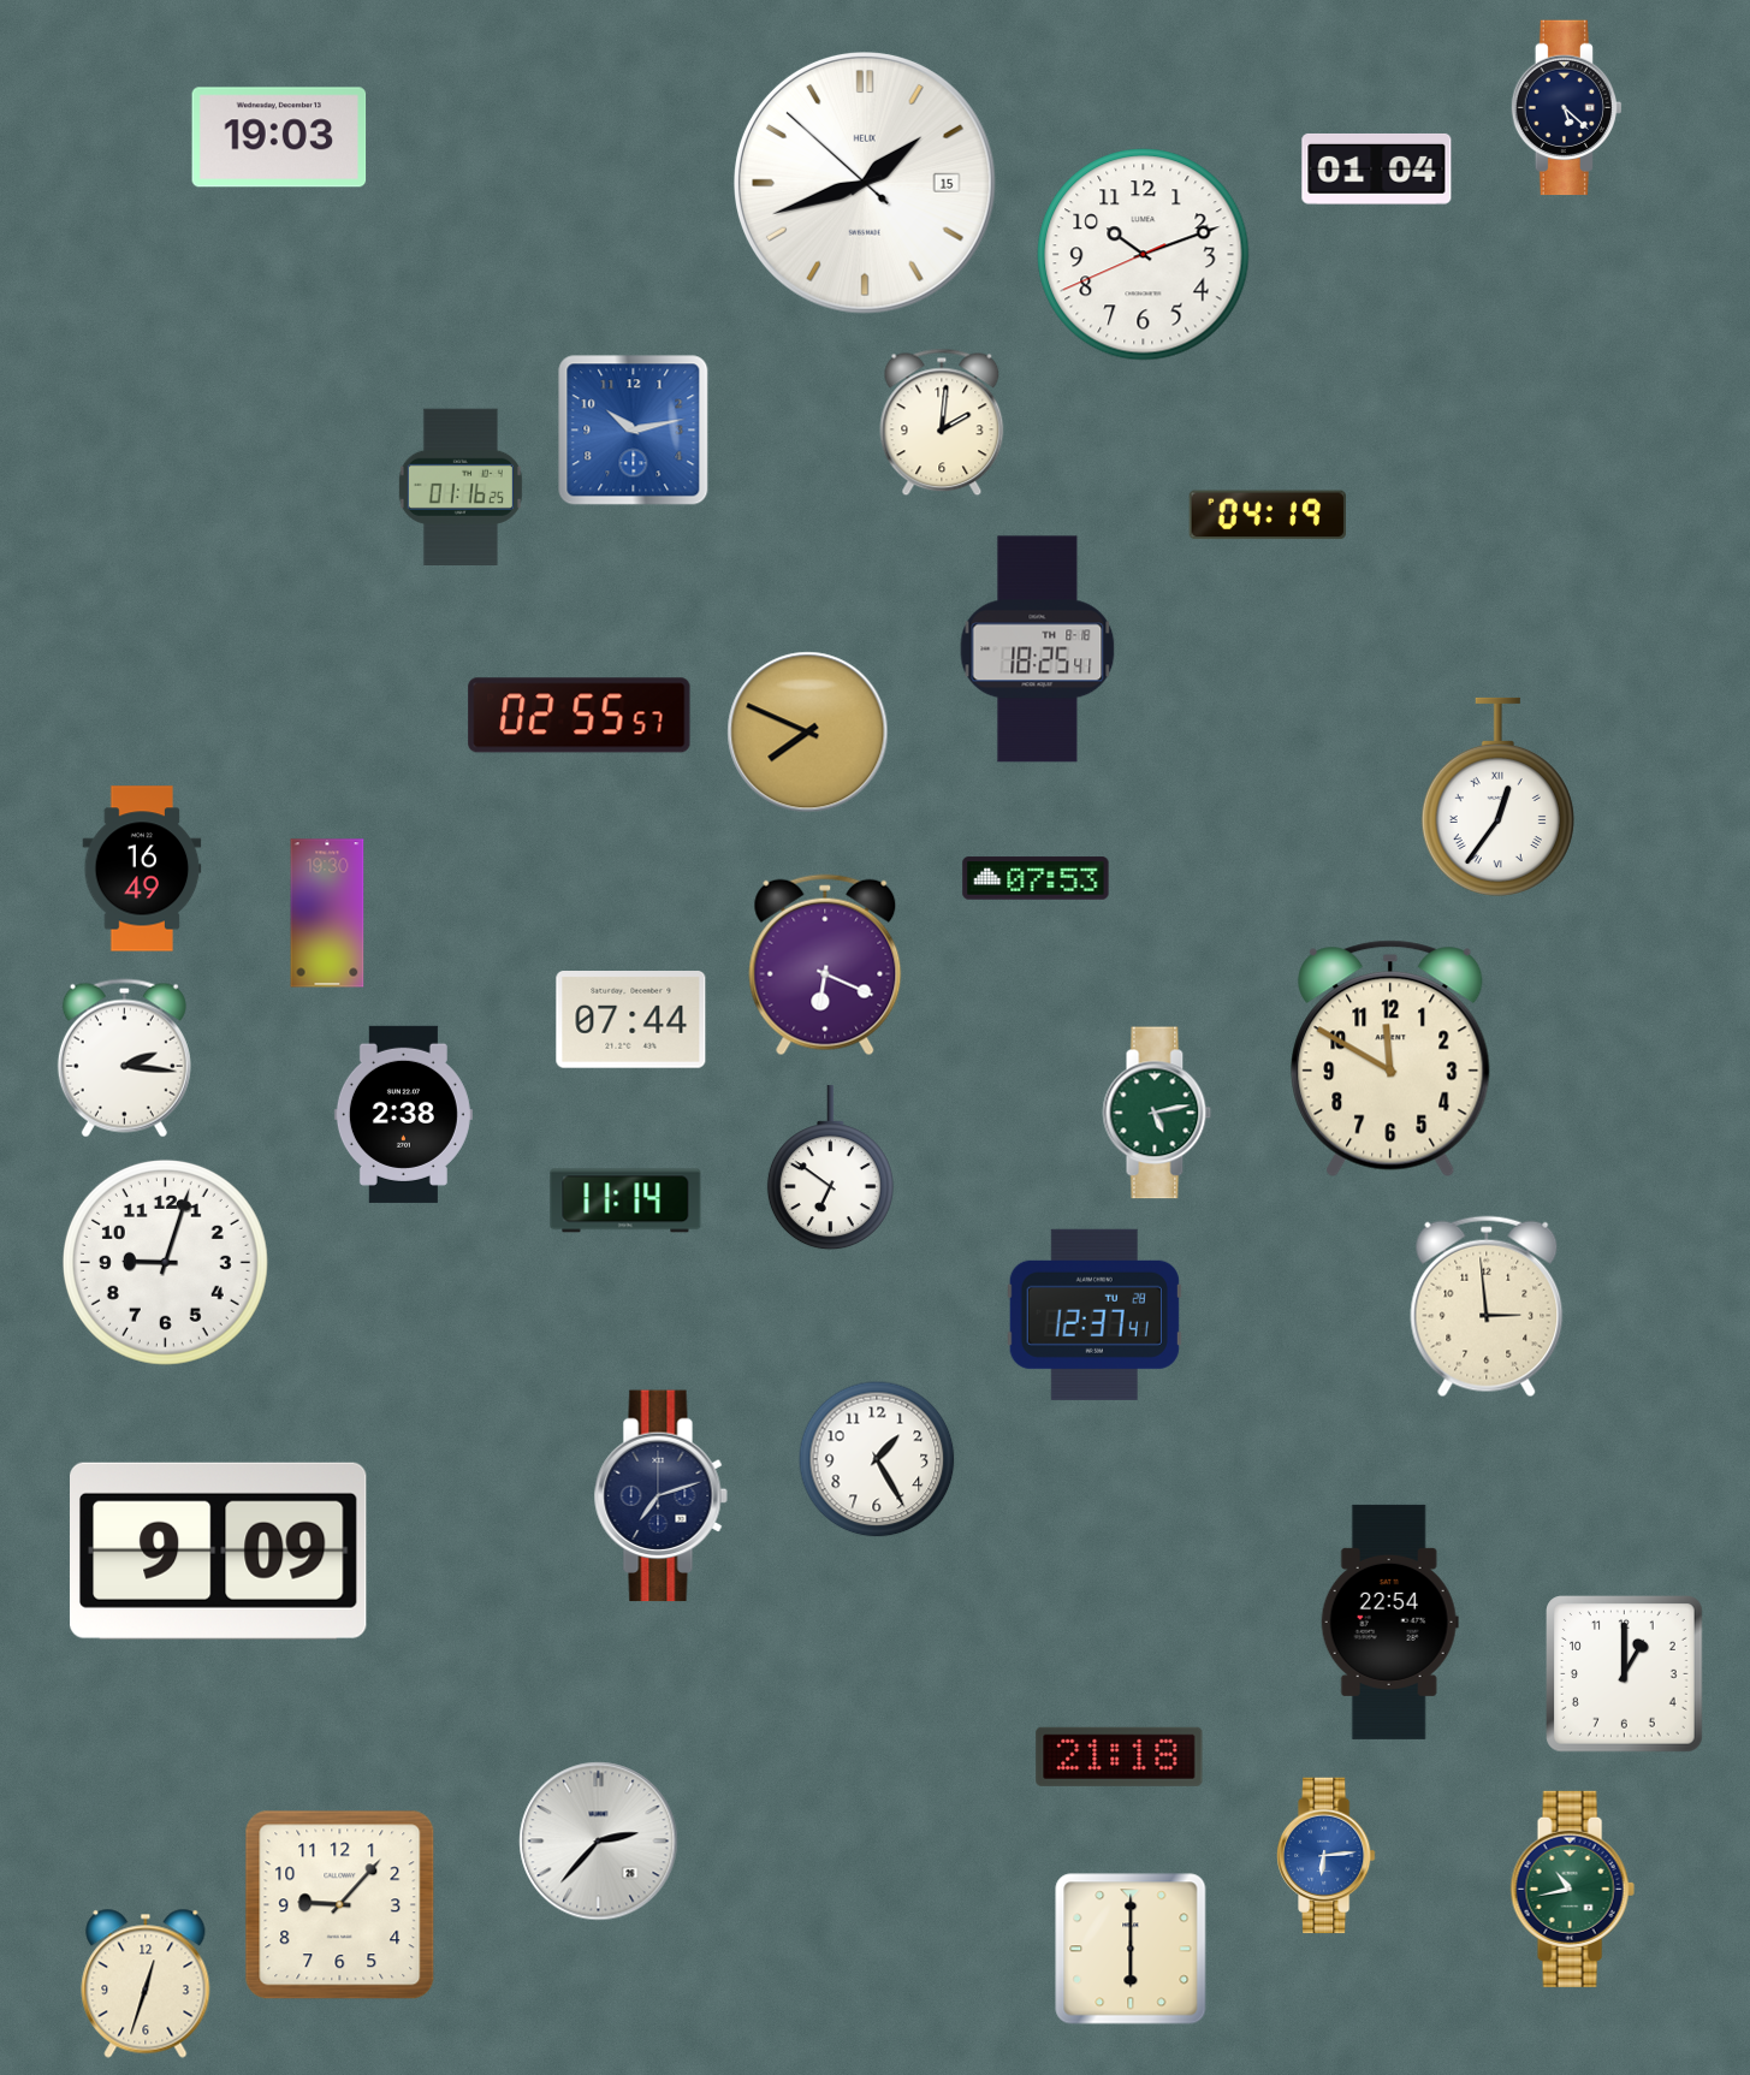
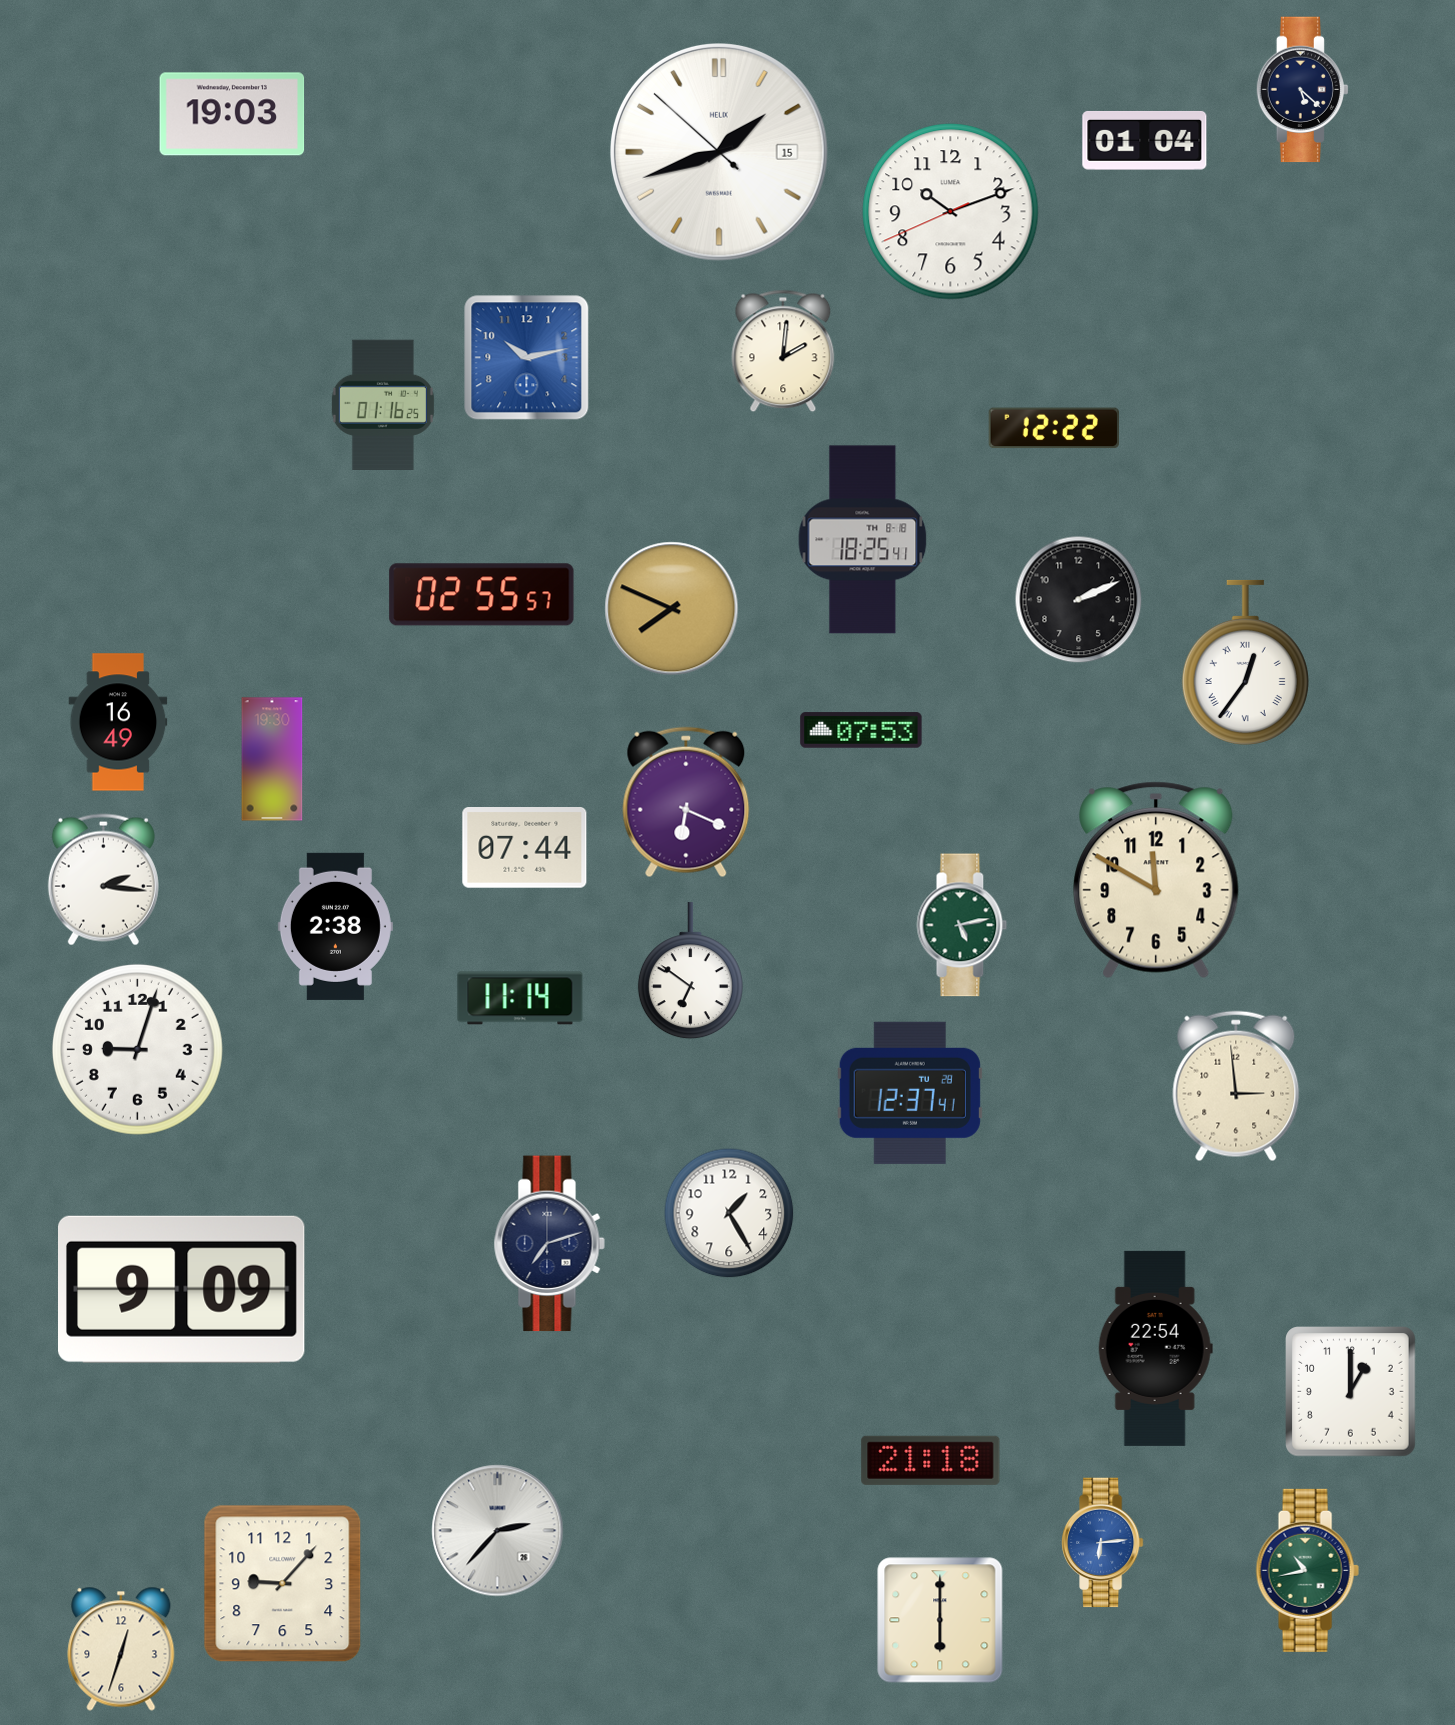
clock at (1268, 515): 04:19 -> 12:22
clock at (1079, 600): none -> 2:11
